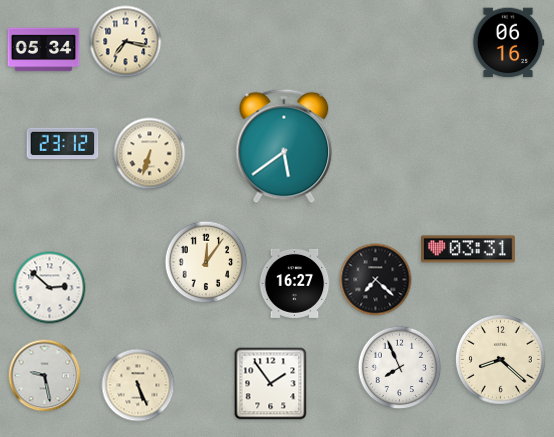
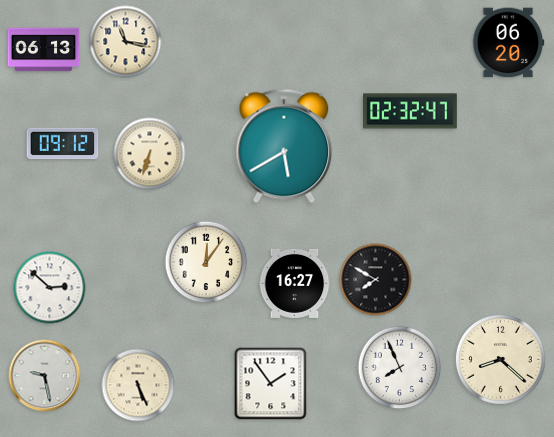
clock at (126, 42): 7:17 -> 11:17
clock at (508, 43): 06:16 -> 06:20
clock at (44, 50): 05:34 -> 06:13
clock at (411, 111): none -> 02:32
clock at (63, 144): 23:12 -> 09:12
clock at (284, 146): 5:39 -> 5:40
clock at (469, 249): 03:31 -> none
clock at (376, 280): 7:22 -> 7:50
